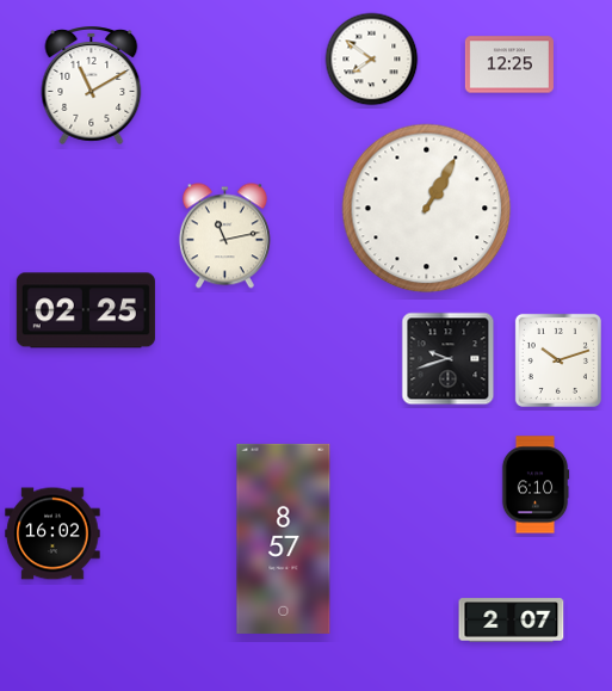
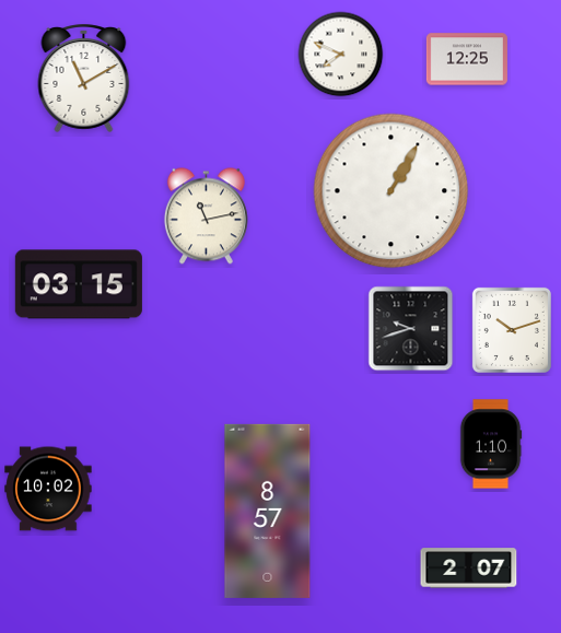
clock at (372, 60): 7:51 -> 7:49
clock at (86, 310): 02:25 -> 03:15
clock at (536, 485): 6:10 -> 1:10
clock at (52, 533): 16:02 -> 10:02
clock at (284, 538) position: (284, 538) -> (268, 511)
